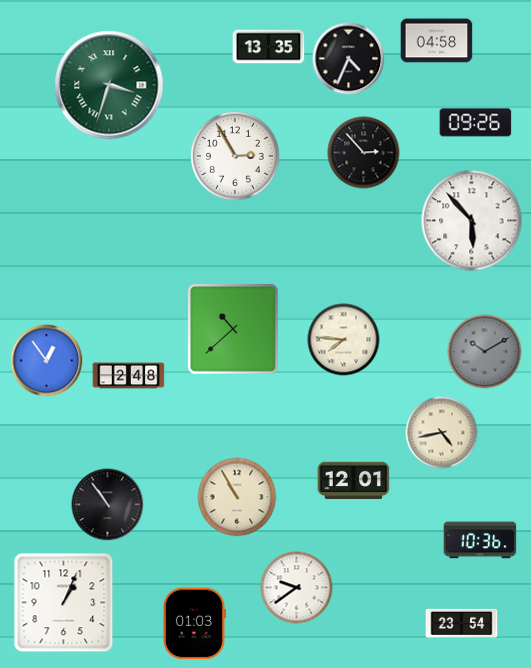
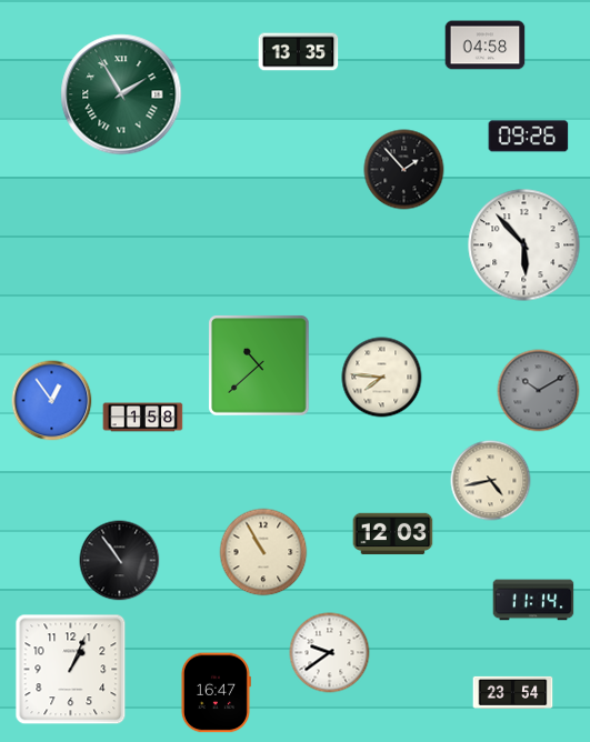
clock at (349, 59): 4:34 -> none
clock at (109, 85): 3:33 -> 1:55
clock at (364, 153): 2:53 -> 1:53
clock at (235, 156): 2:55 -> none
clock at (129, 376): 2:48 -> 1:58
clock at (354, 481): 12:01 -> 12:03
clock at (480, 540): 10:36 -> 11:14
clock at (194, 624): 01:03 -> 16:47
